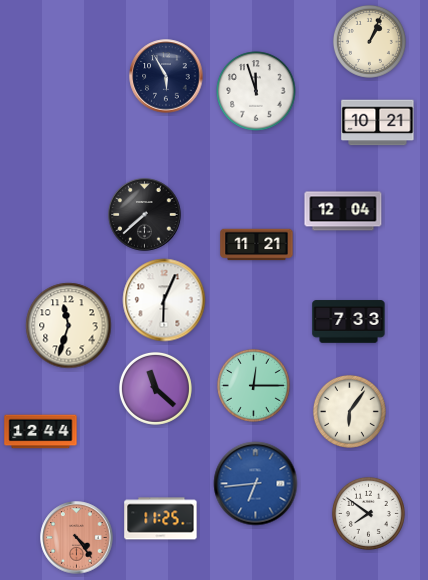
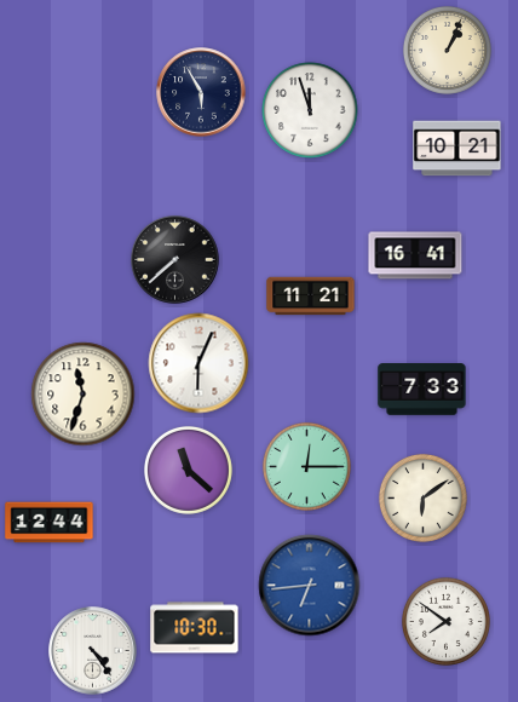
clock at (343, 211): 12:04 -> 16:41
clock at (349, 411): 6:06 -> 6:09
clock at (161, 519): 11:25 -> 10:30
clock at (77, 538) dial: salmon -> white
